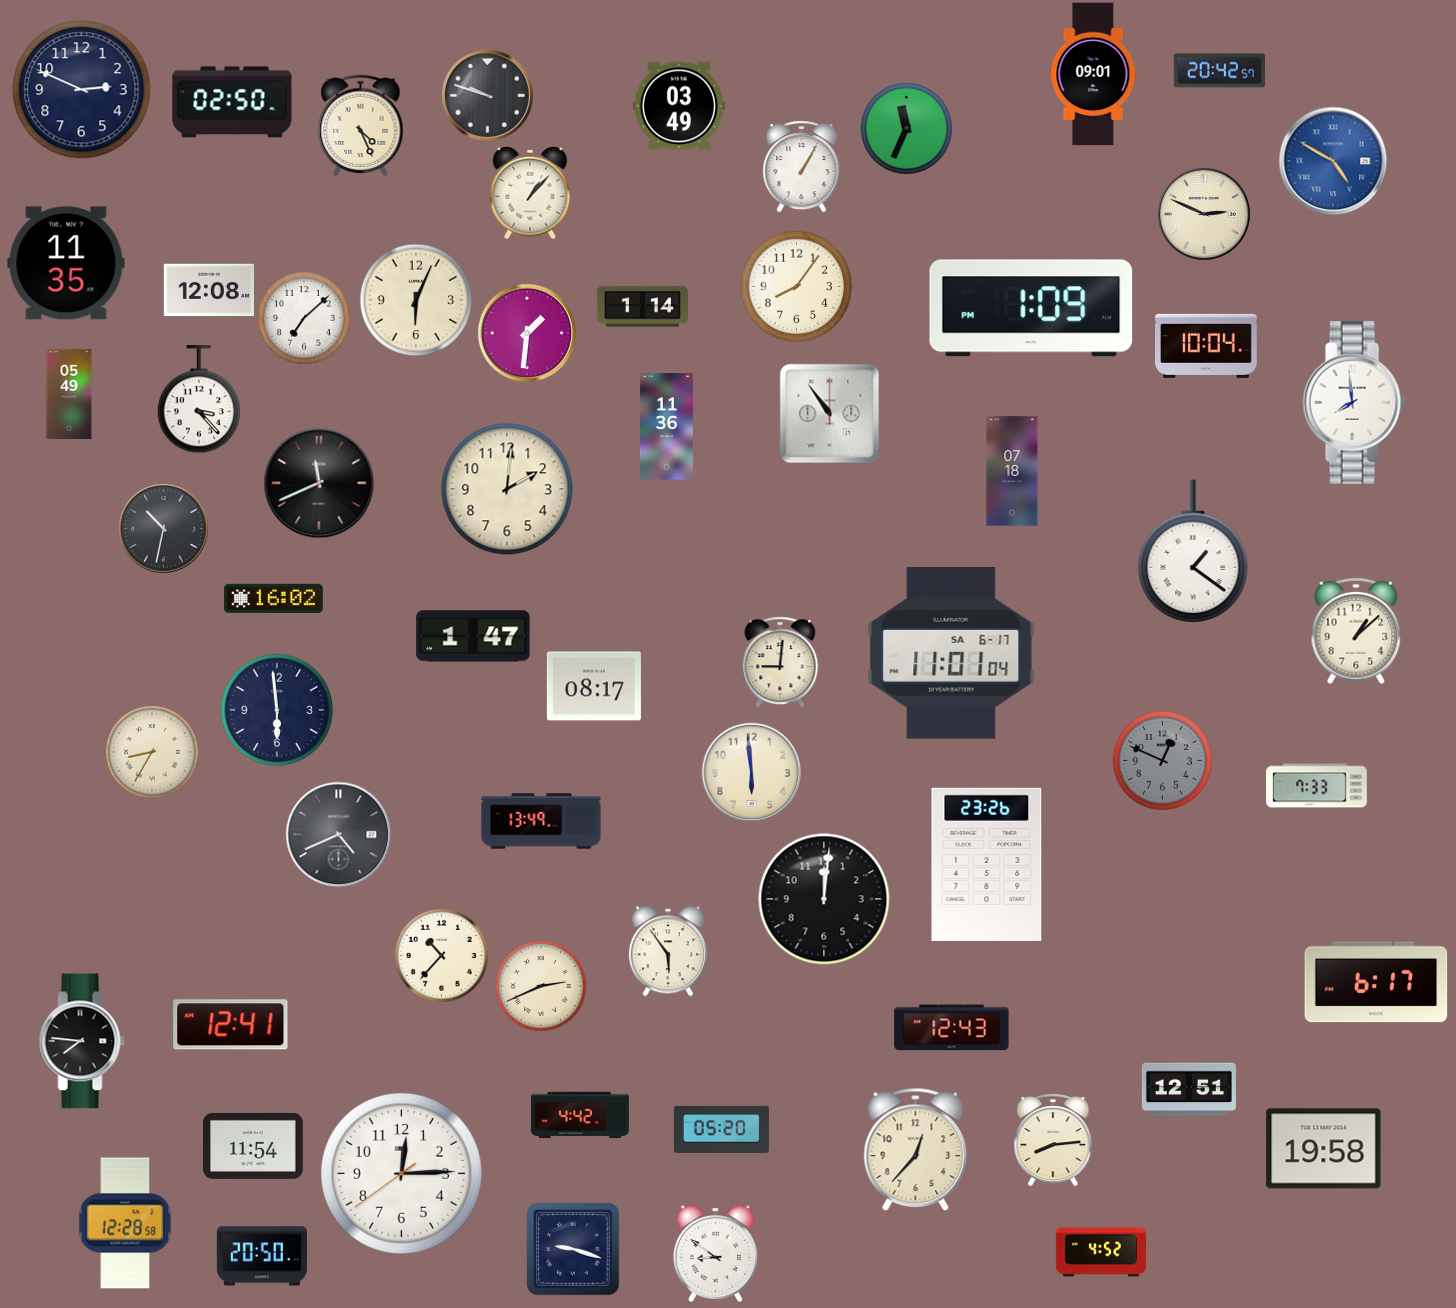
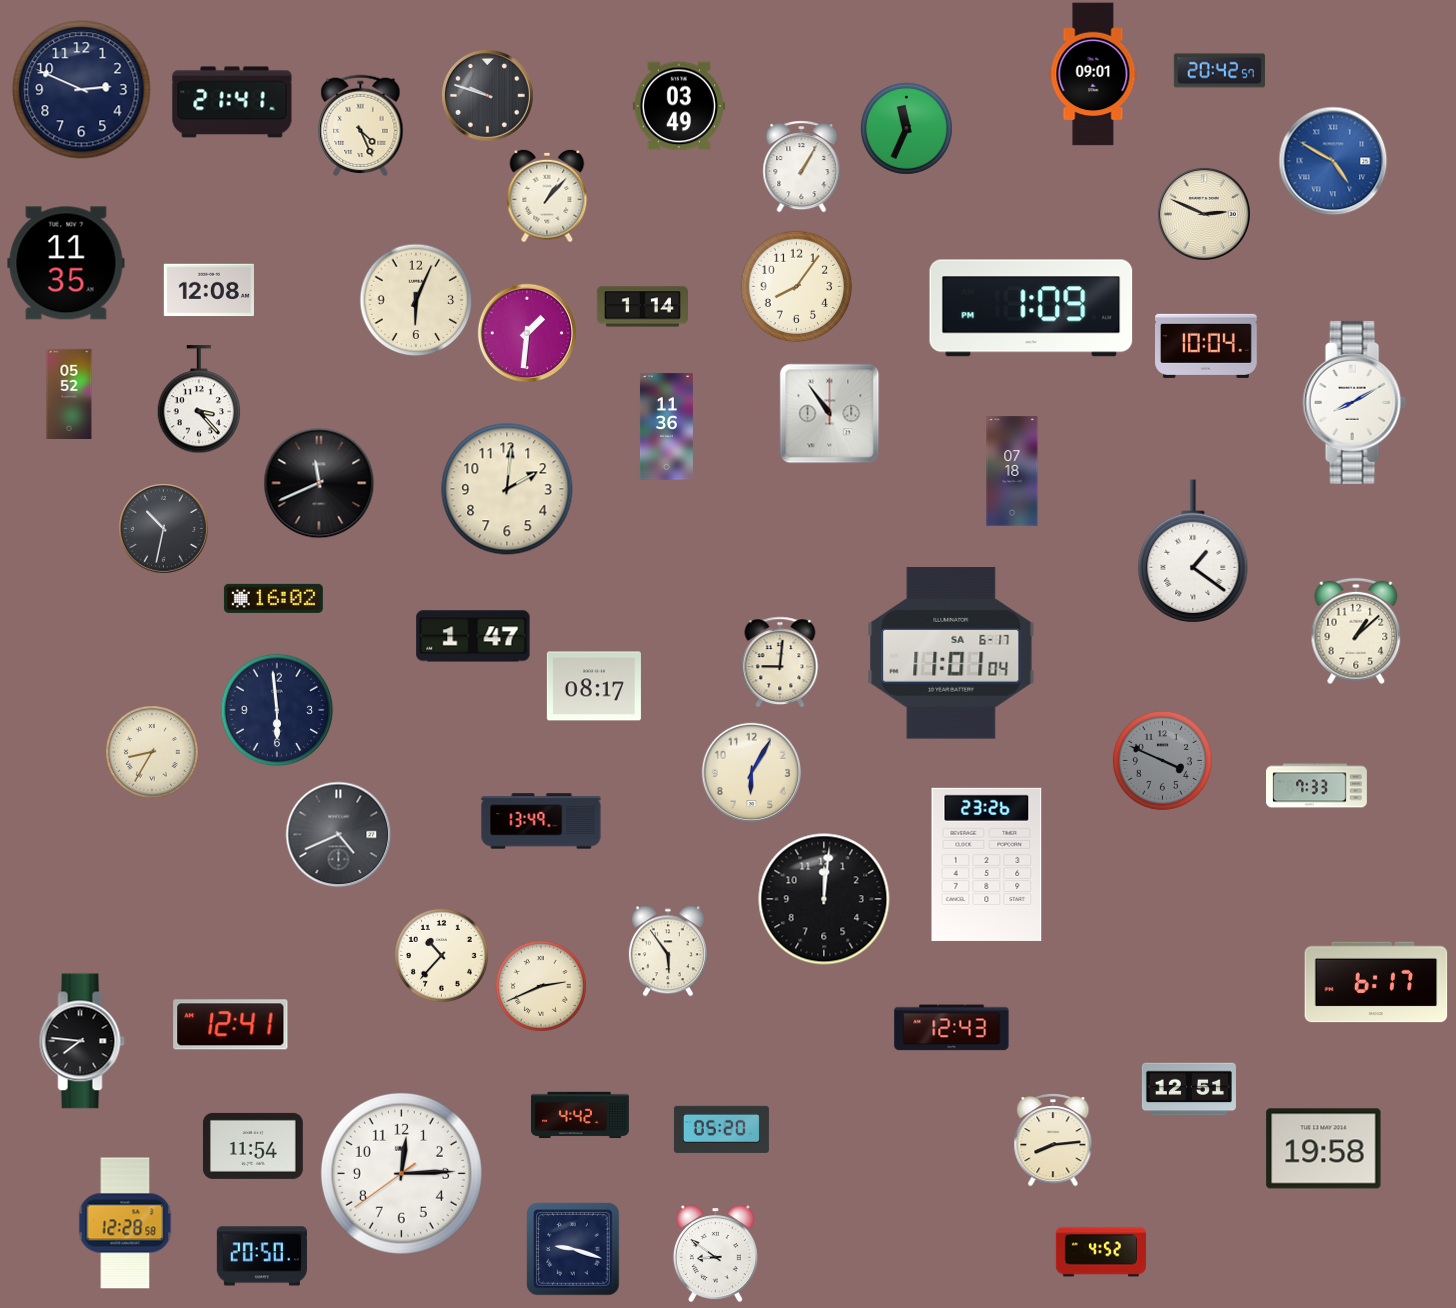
clock at (232, 102): 02:50 -> 21:41
clock at (530, 193) position: (530, 193) -> (547, 196)
clock at (304, 318): 7:08 -> none
clock at (69, 393): 05:49 -> 05:52
clock at (1354, 402): 7:59 -> 8:10
clock at (1162, 760): 12:49 -> 3:49
clock at (751, 772): 5:59 -> 6:05
clock at (916, 1149): 12:37 -> none
